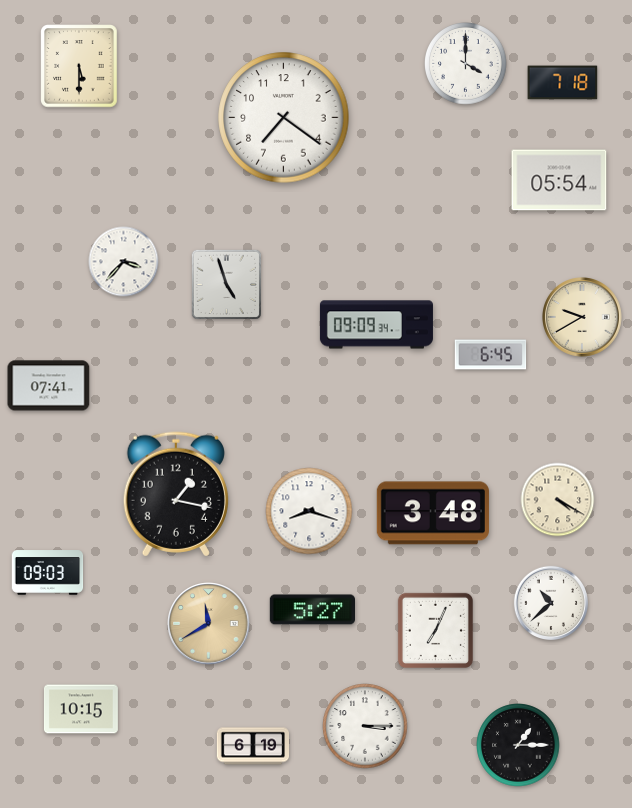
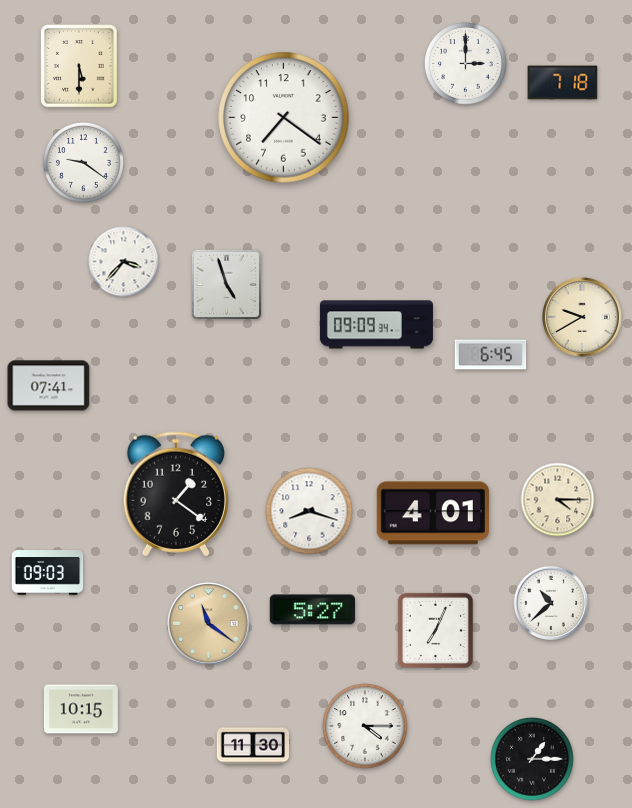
clock at (466, 64): 4:00 -> 3:00
clock at (83, 162): none -> 9:21
clock at (559, 180): 05:54 -> none
clock at (176, 494): 1:17 -> 1:21
clock at (558, 500): 4:20 -> 4:15
clock at (433, 513): 3:48 -> 4:01
clock at (209, 624): 11:40 -> 11:21
clock at (365, 726): 3:15 -> 4:15
clock at (518, 745) position: (518, 745) -> (532, 759)
clock at (252, 746): 6:19 -> 11:30
